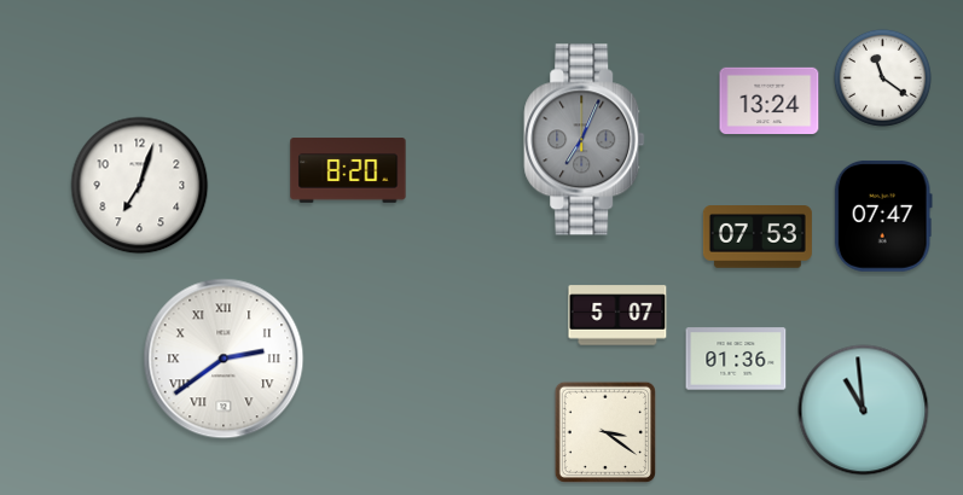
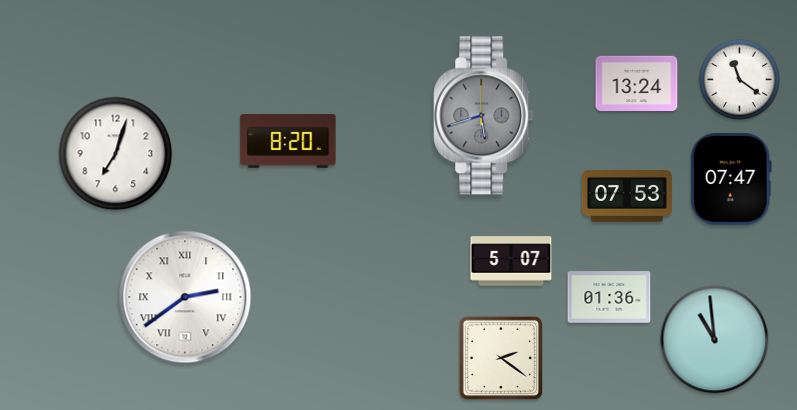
clock at (882, 77) position: (882, 77) -> (739, 79)
clock at (585, 140): 7:04 -> 5:42
clock at (604, 431): 3:21 -> 2:21
